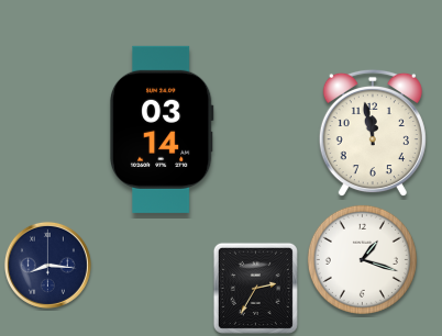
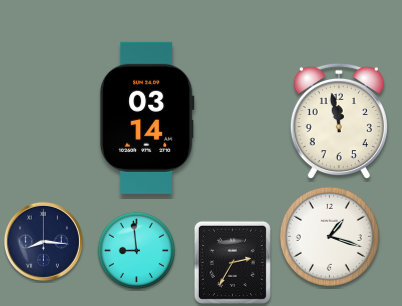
clock at (137, 251): none -> 8:59
